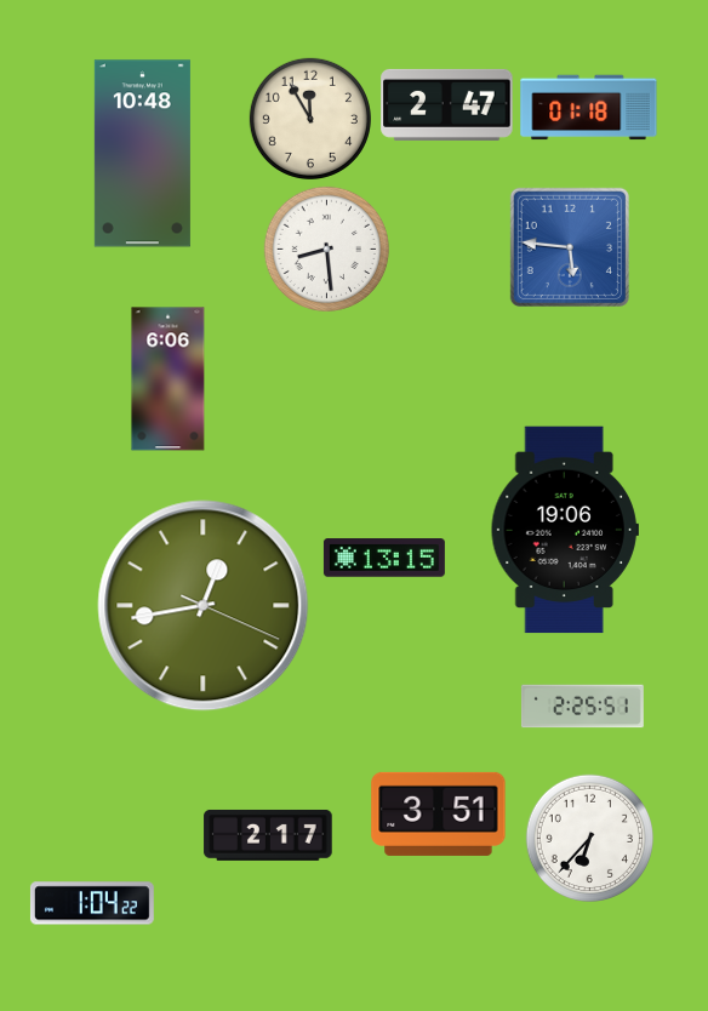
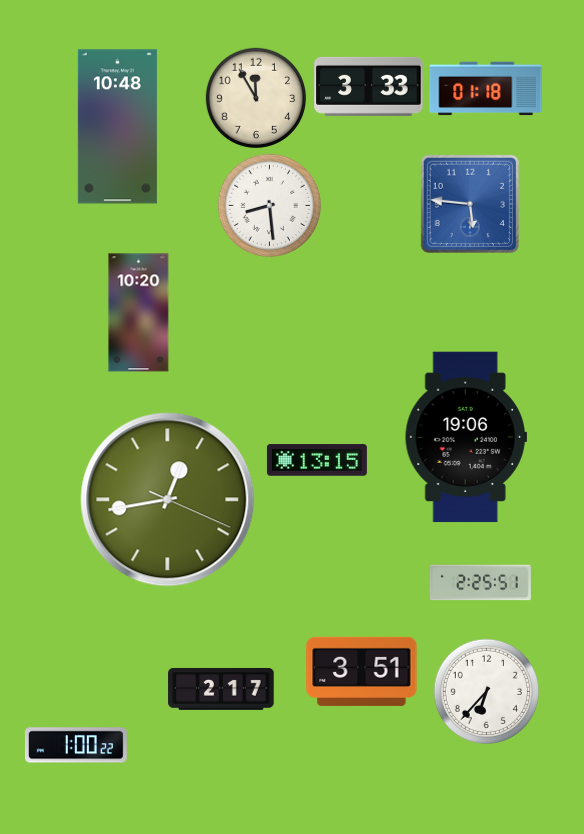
clock at (447, 104): 2:47 -> 3:33
clock at (169, 379): 6:06 -> 10:20
clock at (92, 903): 1:04 -> 1:00
